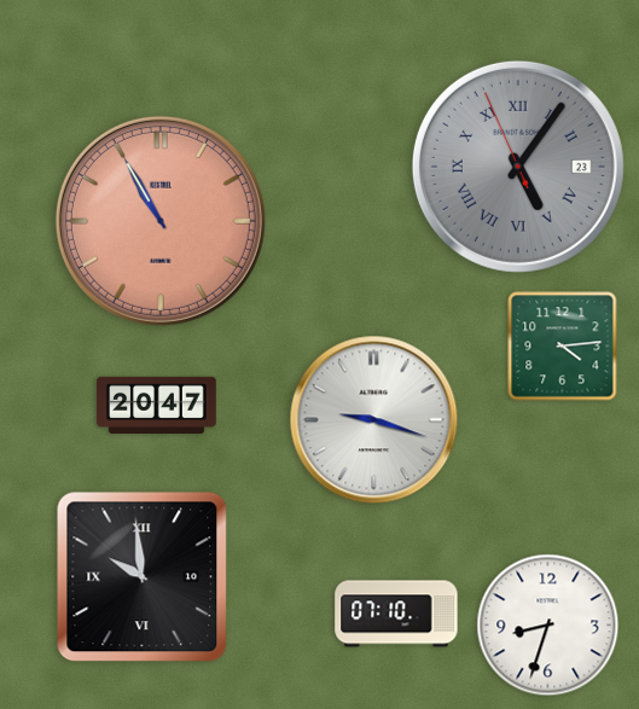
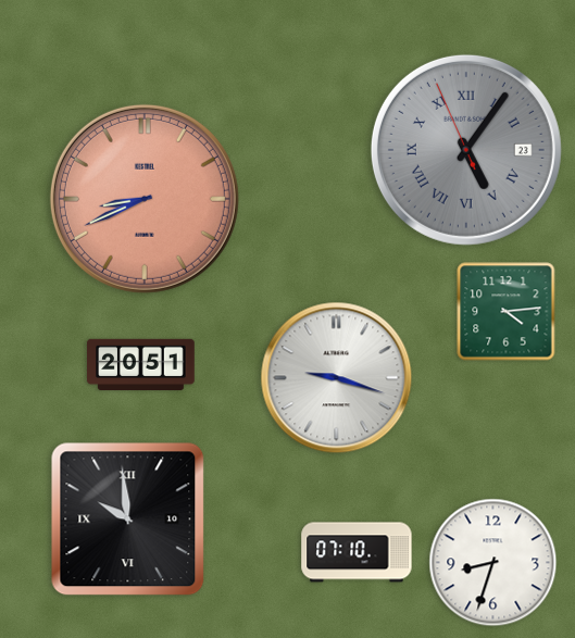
clock at (161, 221): 10:55 -> 8:41
clock at (157, 405): 20:47 -> 20:51
